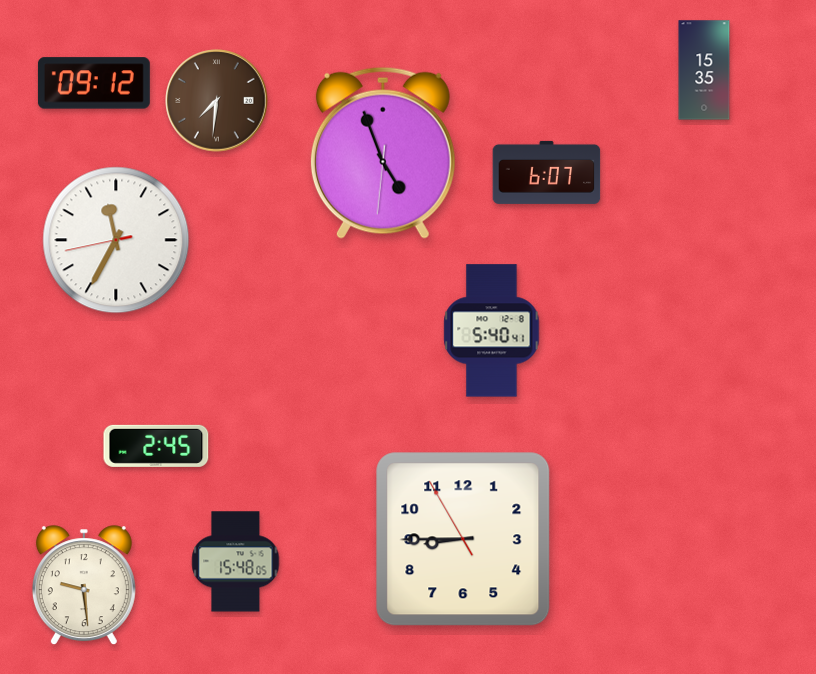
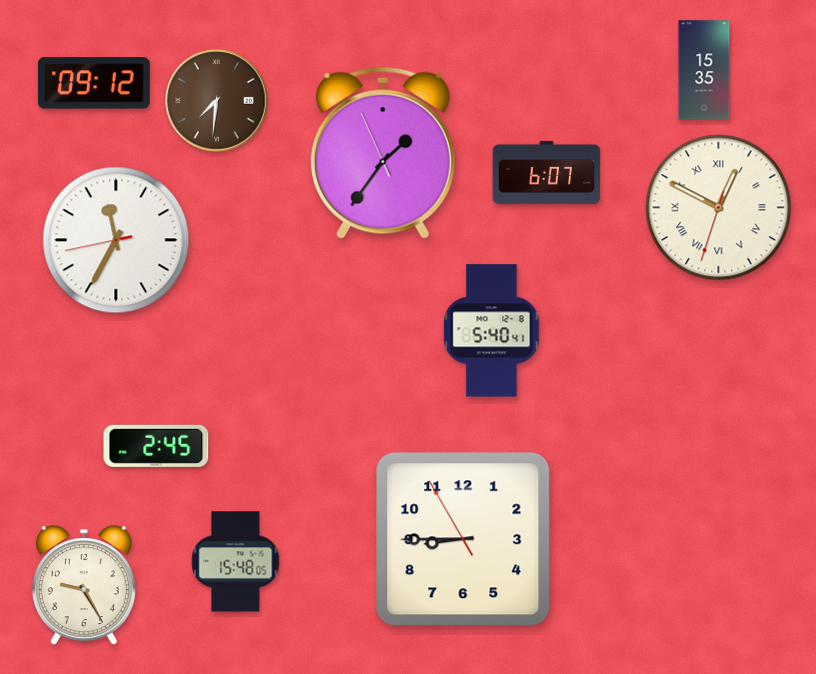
clock at (383, 153): 4:56 -> 1:35
clock at (719, 208): none -> 12:49
clock at (84, 586): 9:29 -> 9:25
